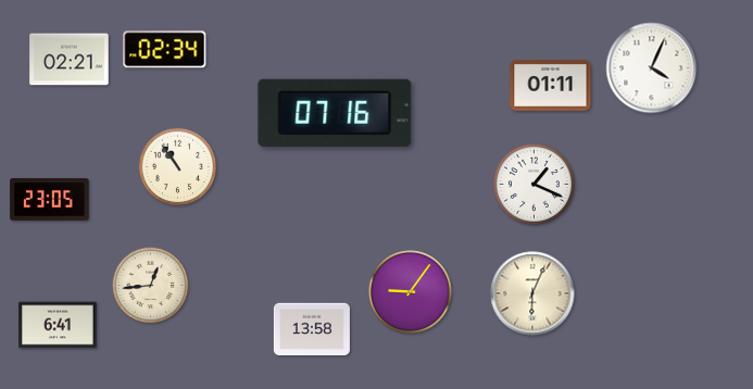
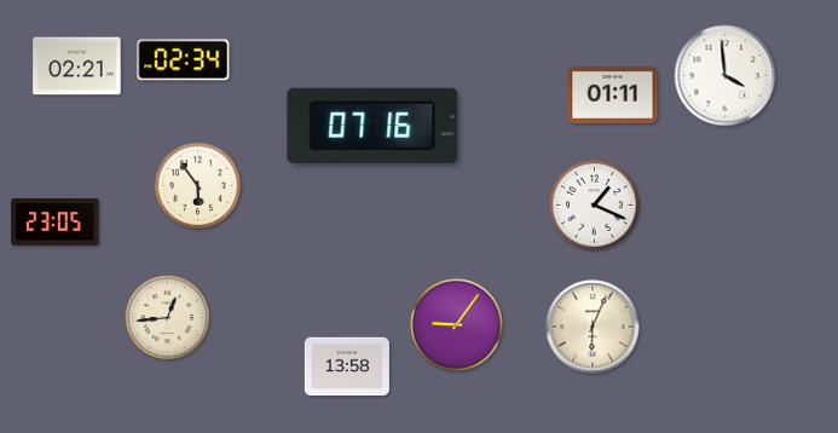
clock at (165, 50) position: (165, 50) -> (184, 60)
clock at (652, 68): 4:04 -> 3:59
clock at (178, 167): 10:54 -> 5:54
clock at (58, 325): 6:41 -> none
